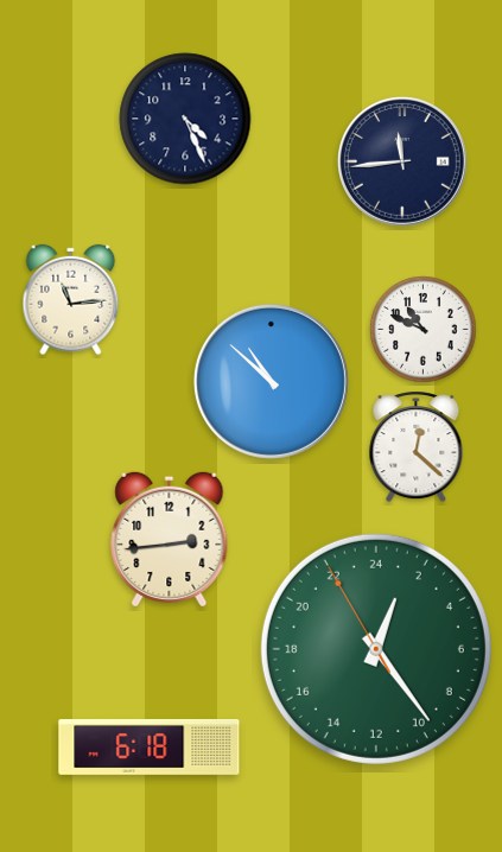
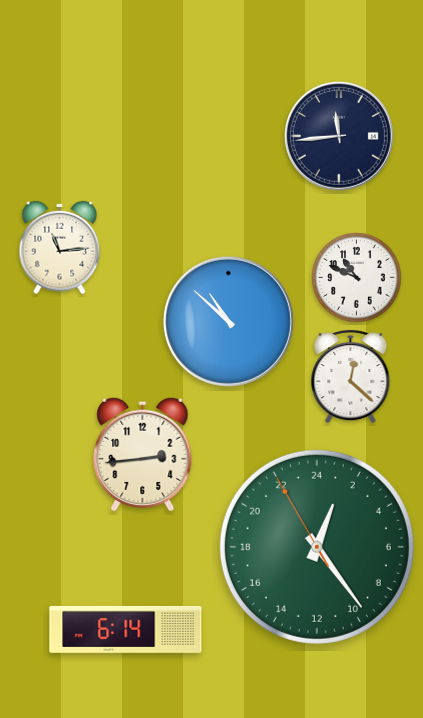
clock at (185, 119): 4:26 -> none
clock at (71, 300) position: (71, 300) -> (60, 248)
clock at (150, 746): 6:18 -> 6:14
